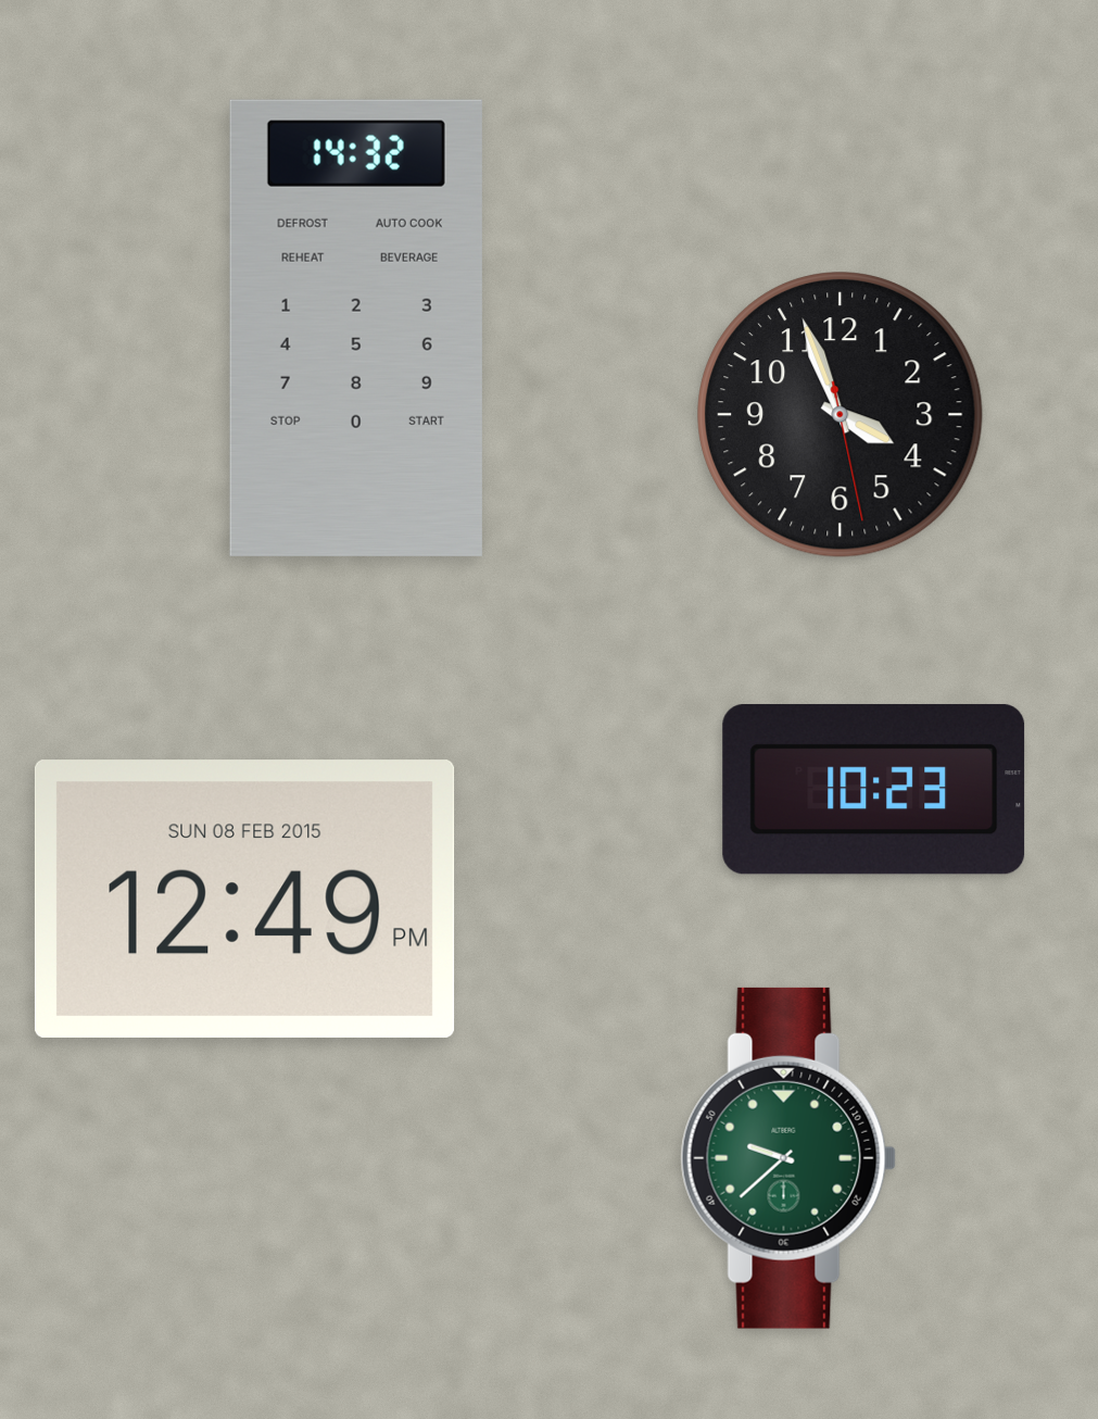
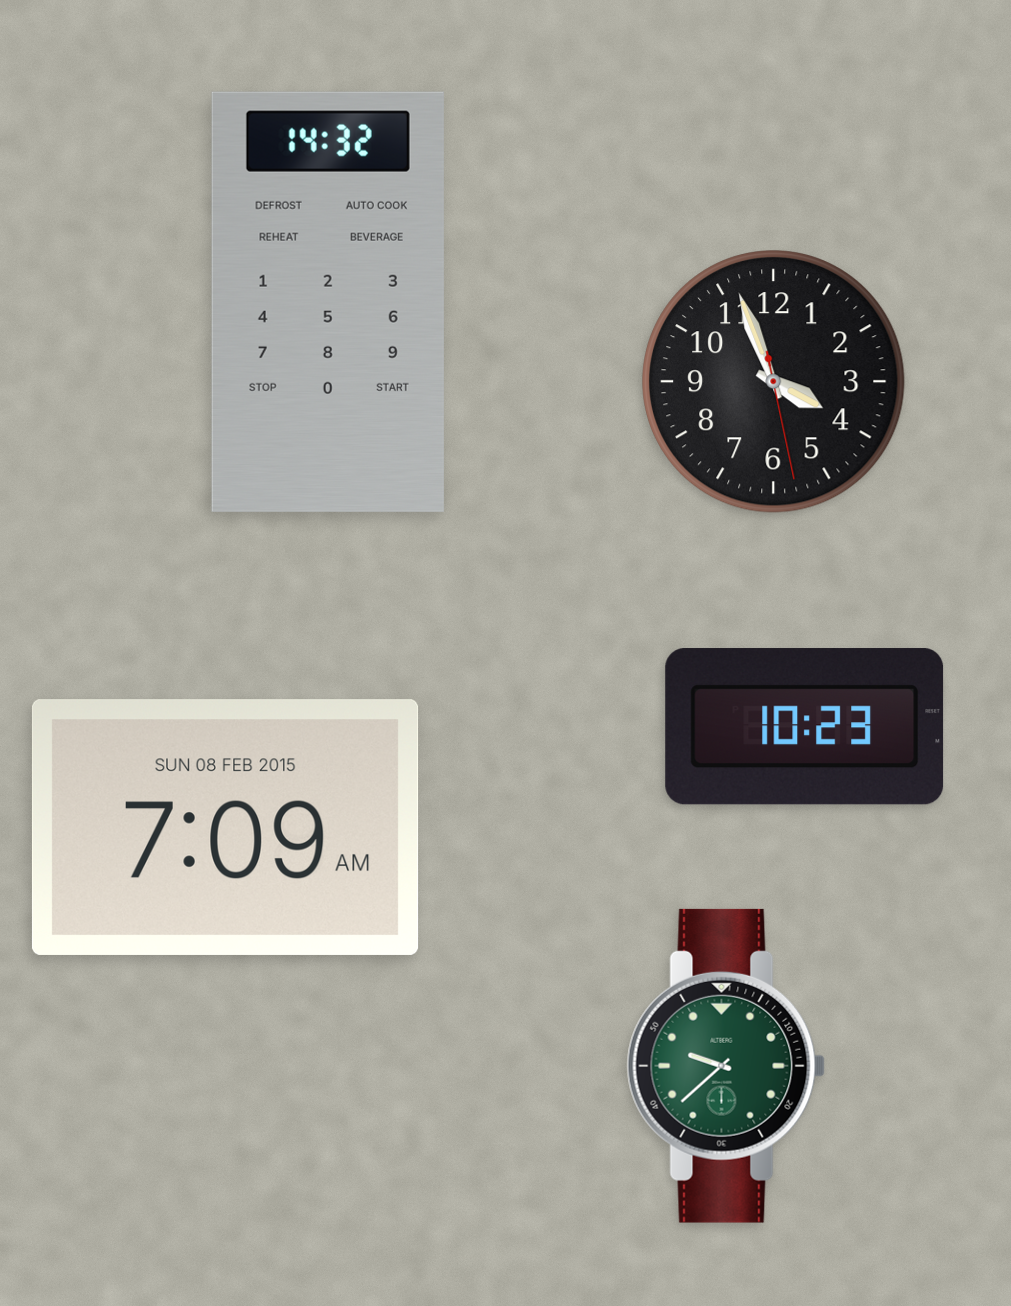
clock at (244, 899): 12:49 -> 7:09
